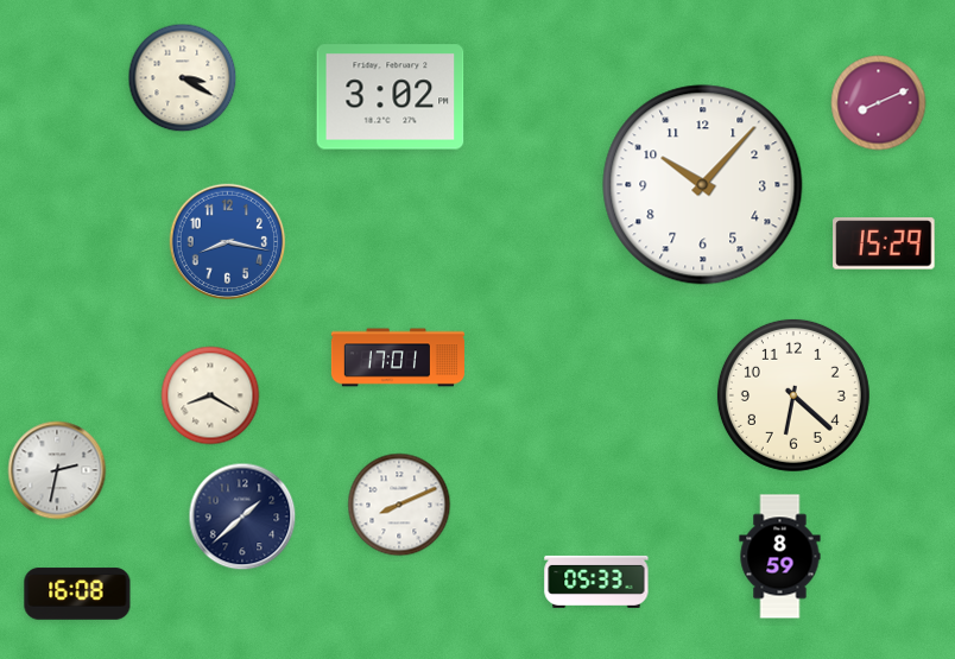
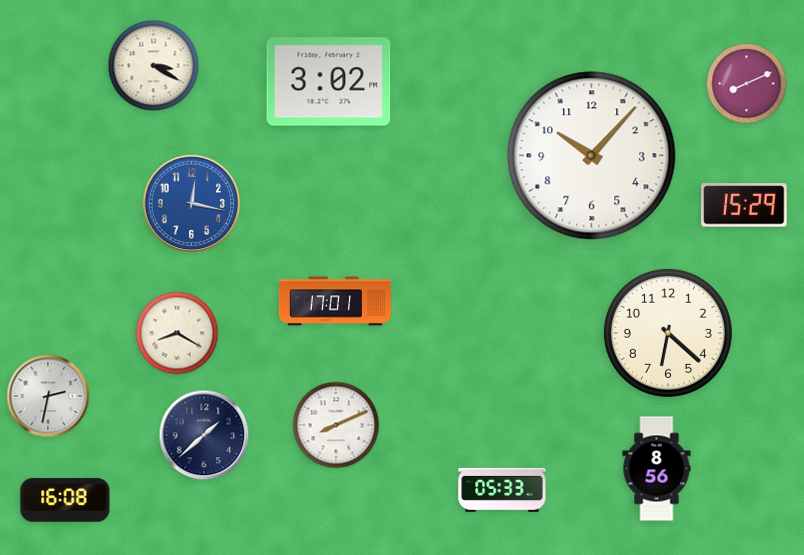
clock at (879, 103) position: (879, 103) -> (747, 84)
clock at (228, 242): 8:17 -> 12:17
clock at (780, 557): 8:59 -> 8:56
